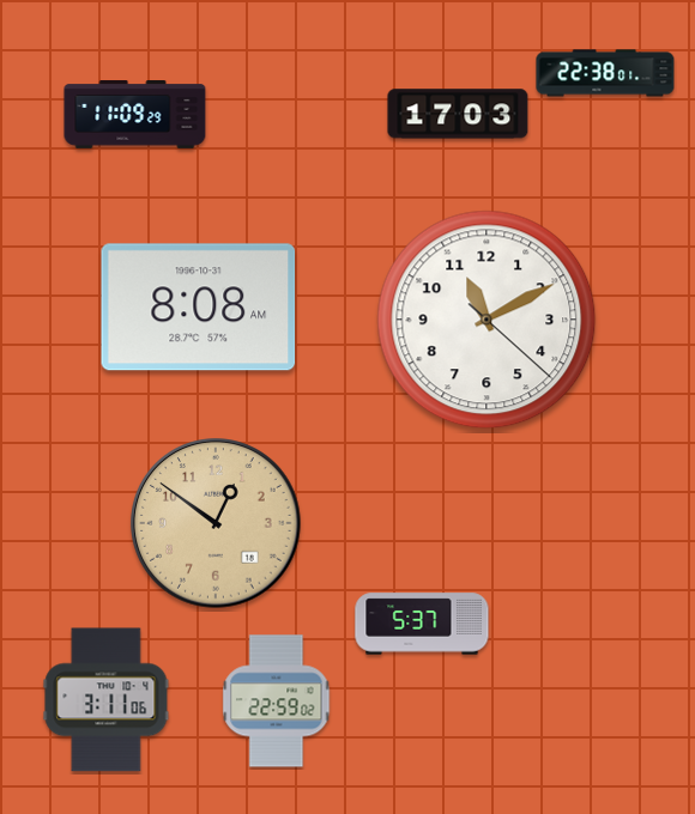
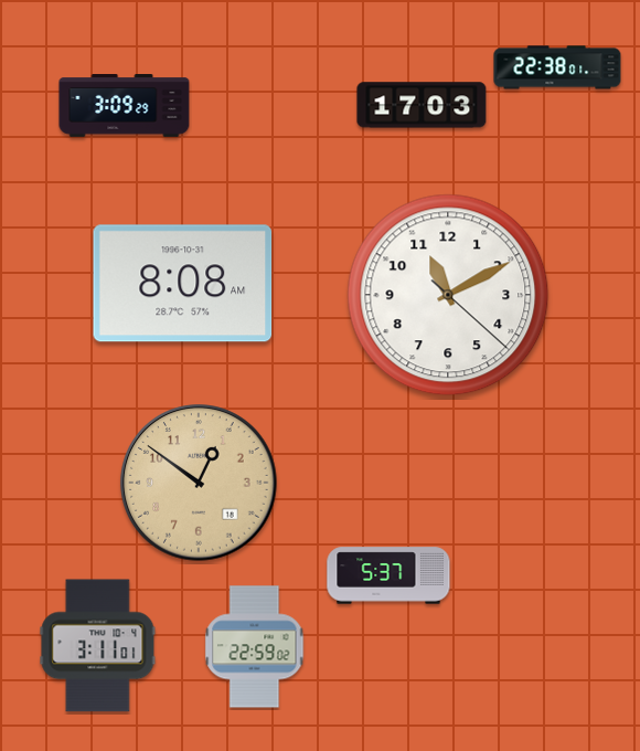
clock at (135, 115): 11:09 -> 3:09
clock at (107, 700): 3:11:06 -> 3:11:01
